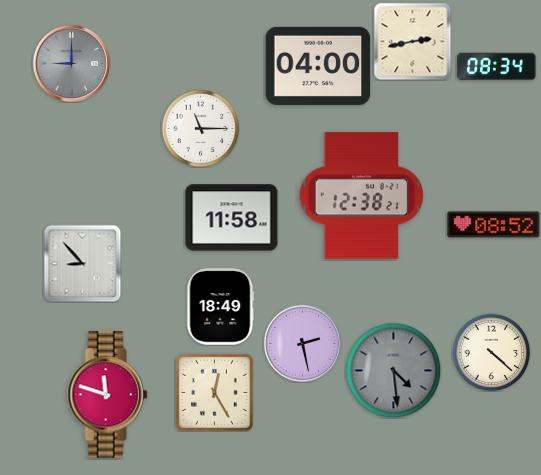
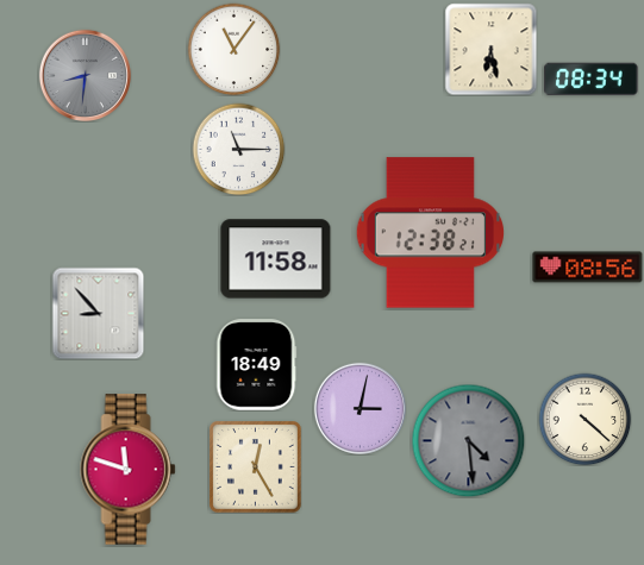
clock at (233, 49): none -> 11:06
clock at (412, 41): 2:43 -> 6:28
clock at (71, 63): 9:00 -> 8:31
clock at (318, 66): 04:00 -> none
clock at (200, 128) position: (200, 128) -> (238, 149)
clock at (494, 225): 08:52 -> 08:56
clock at (220, 307) position: (220, 307) -> (256, 365)
clock at (302, 343): 2:28 -> 3:02
